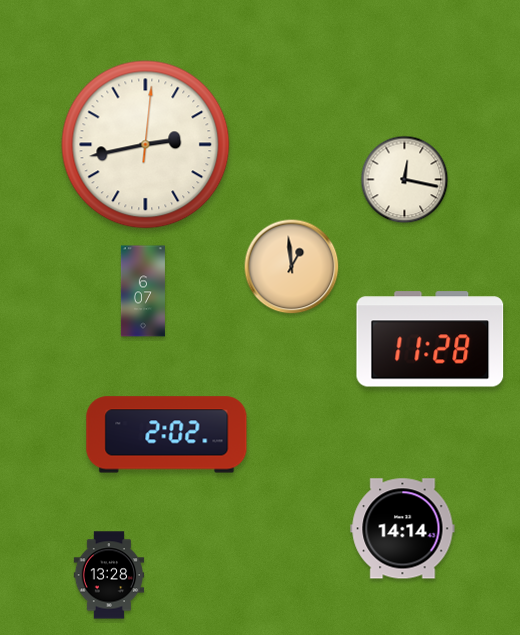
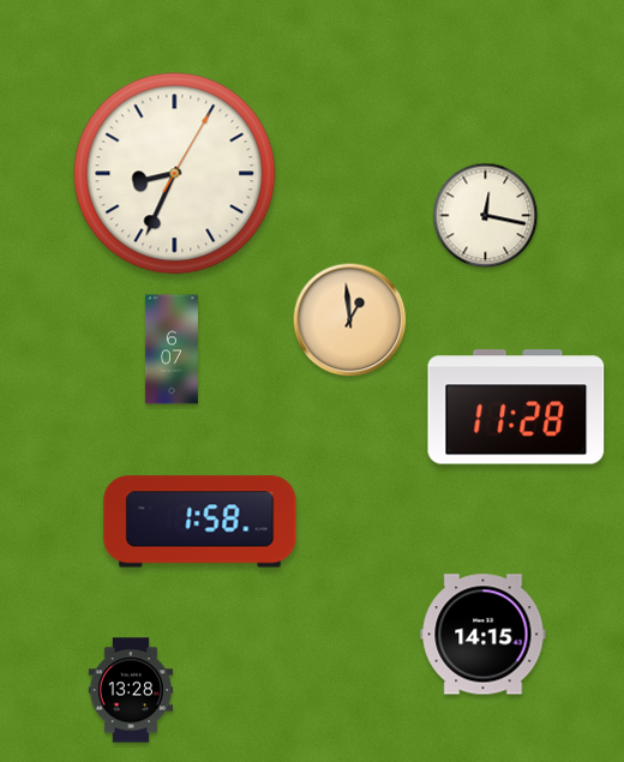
clock at (146, 145): 2:43 -> 8:34
clock at (167, 435): 2:02 -> 1:58
clock at (403, 529): 14:14 -> 14:15
